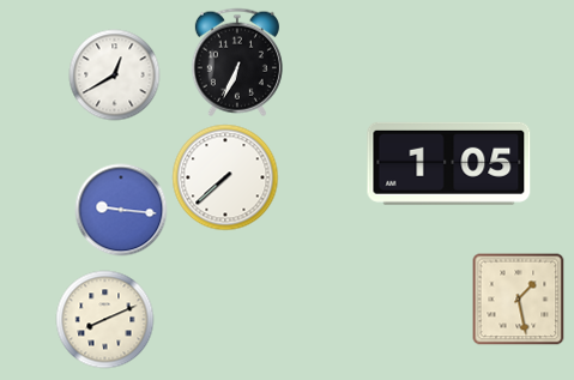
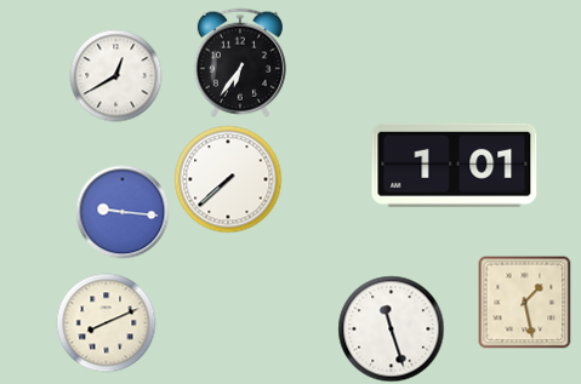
clock at (237, 62): 6:34 -> 6:36
clock at (449, 163): 1:05 -> 1:01
clock at (392, 329): none -> 11:27
